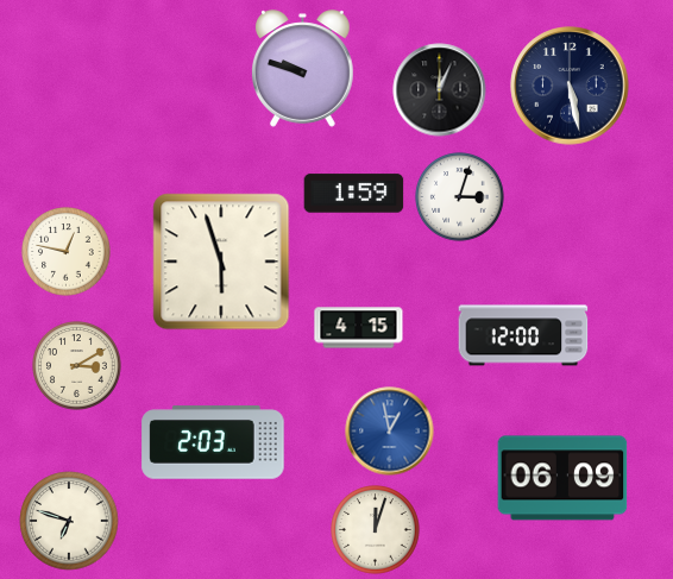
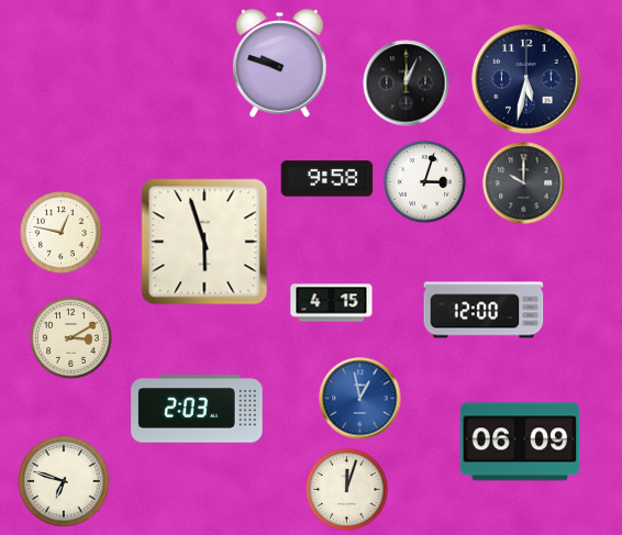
clock at (570, 86): 5:28 -> 5:32
clock at (354, 194): 1:59 -> 9:58
clock at (524, 183): none -> 10:00
